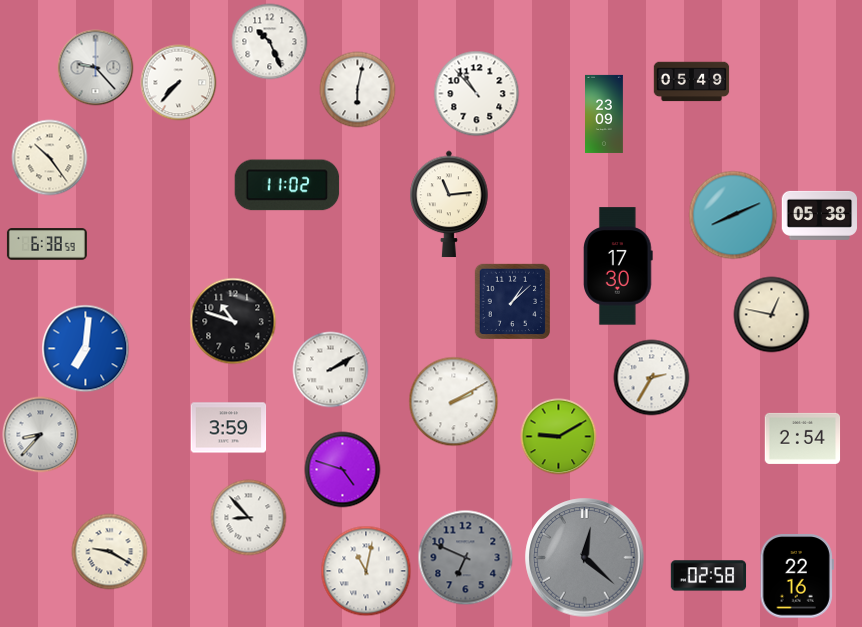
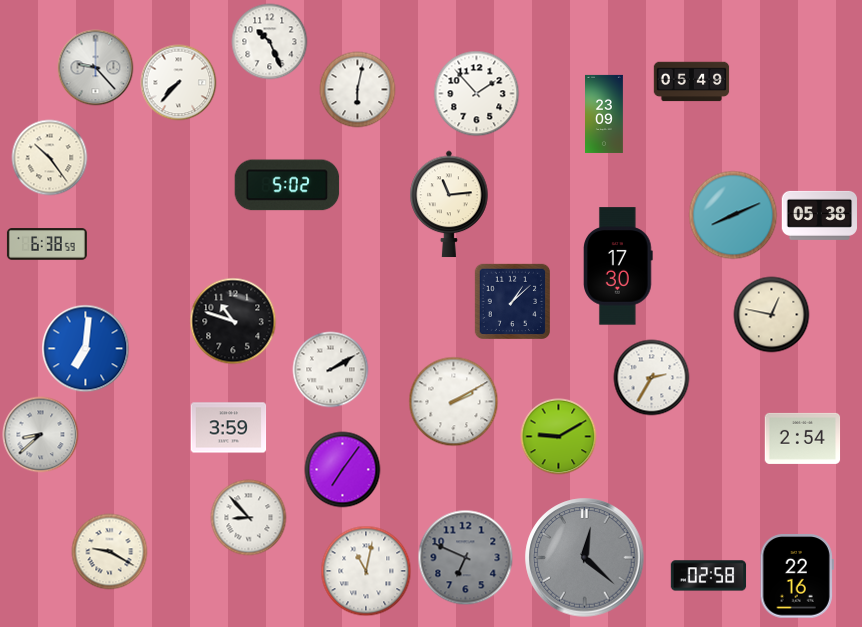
clock at (477, 94): 10:53 -> 1:53
clock at (287, 185): 11:02 -> 5:02
clock at (41, 435): 8:37 -> 8:38
clock at (343, 470): 4:48 -> 7:06
